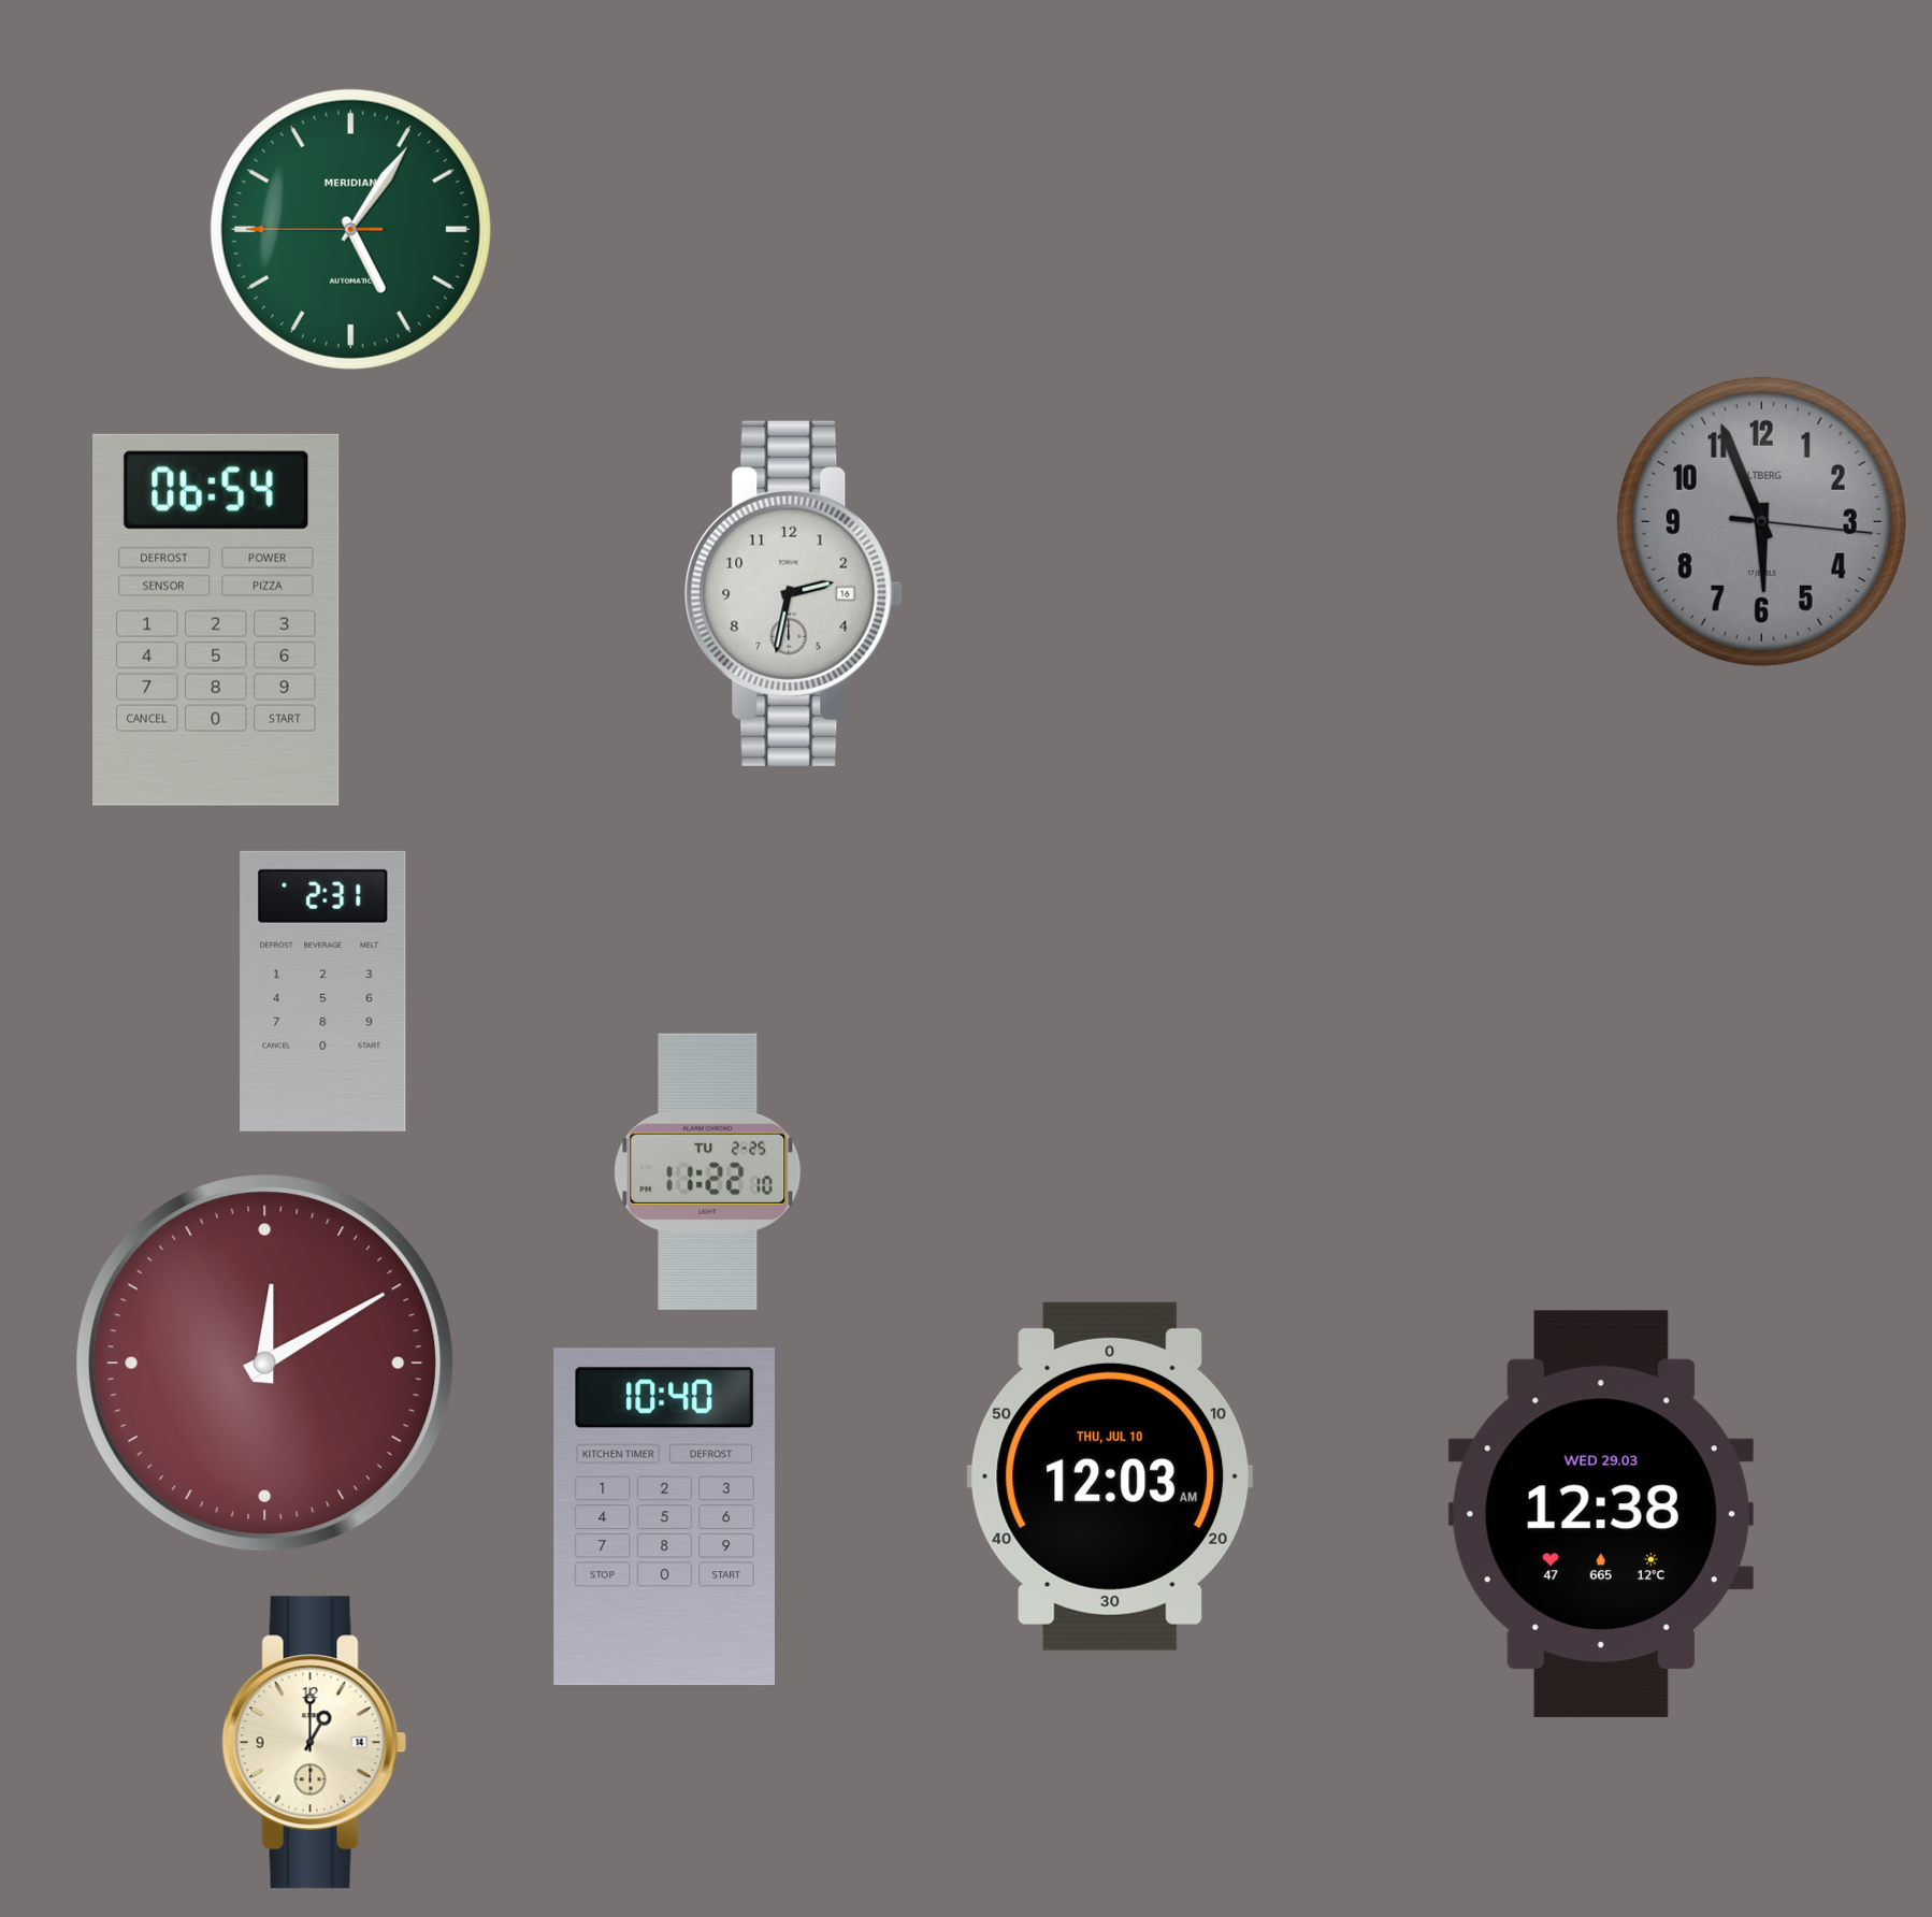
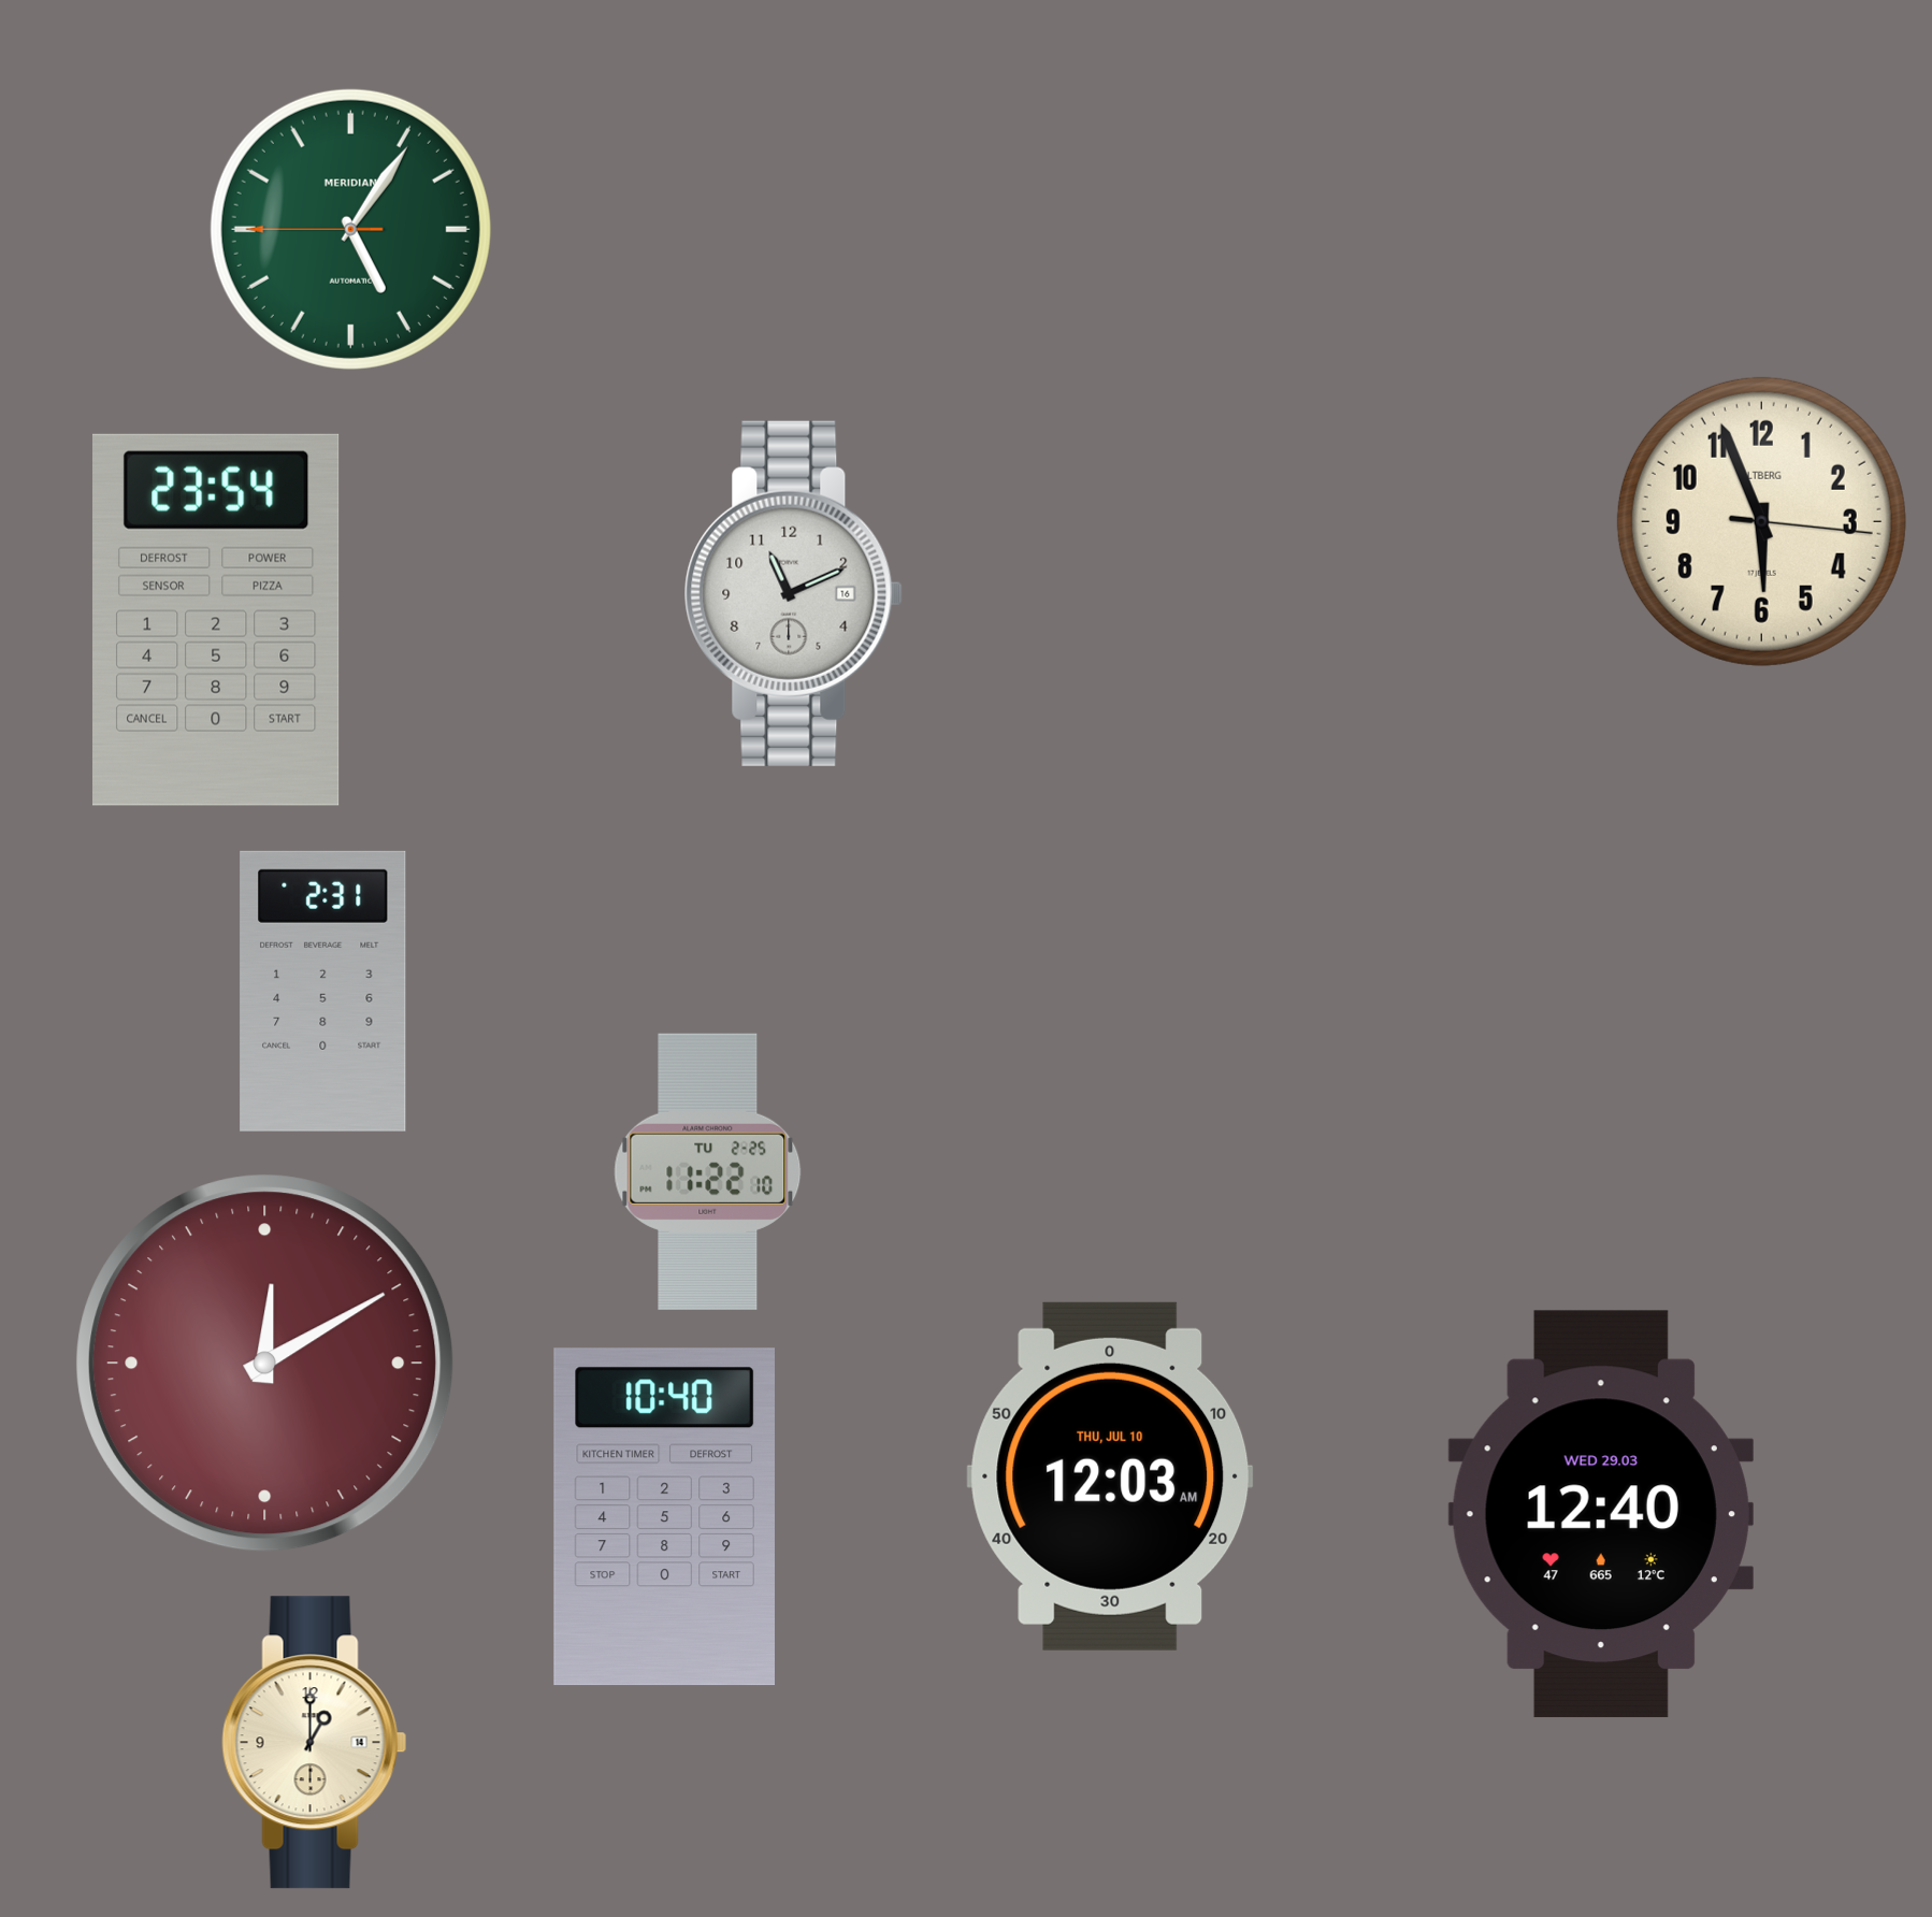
clock at (1761, 521) dial: grey -> cream
clock at (793, 593): 2:32 -> 11:11
clock at (217, 620): 06:54 -> 23:54
clock at (1601, 1514): 12:38 -> 12:40
